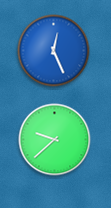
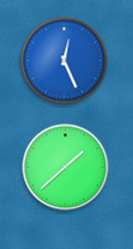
clock at (55, 140): 9:38 -> 1:38
